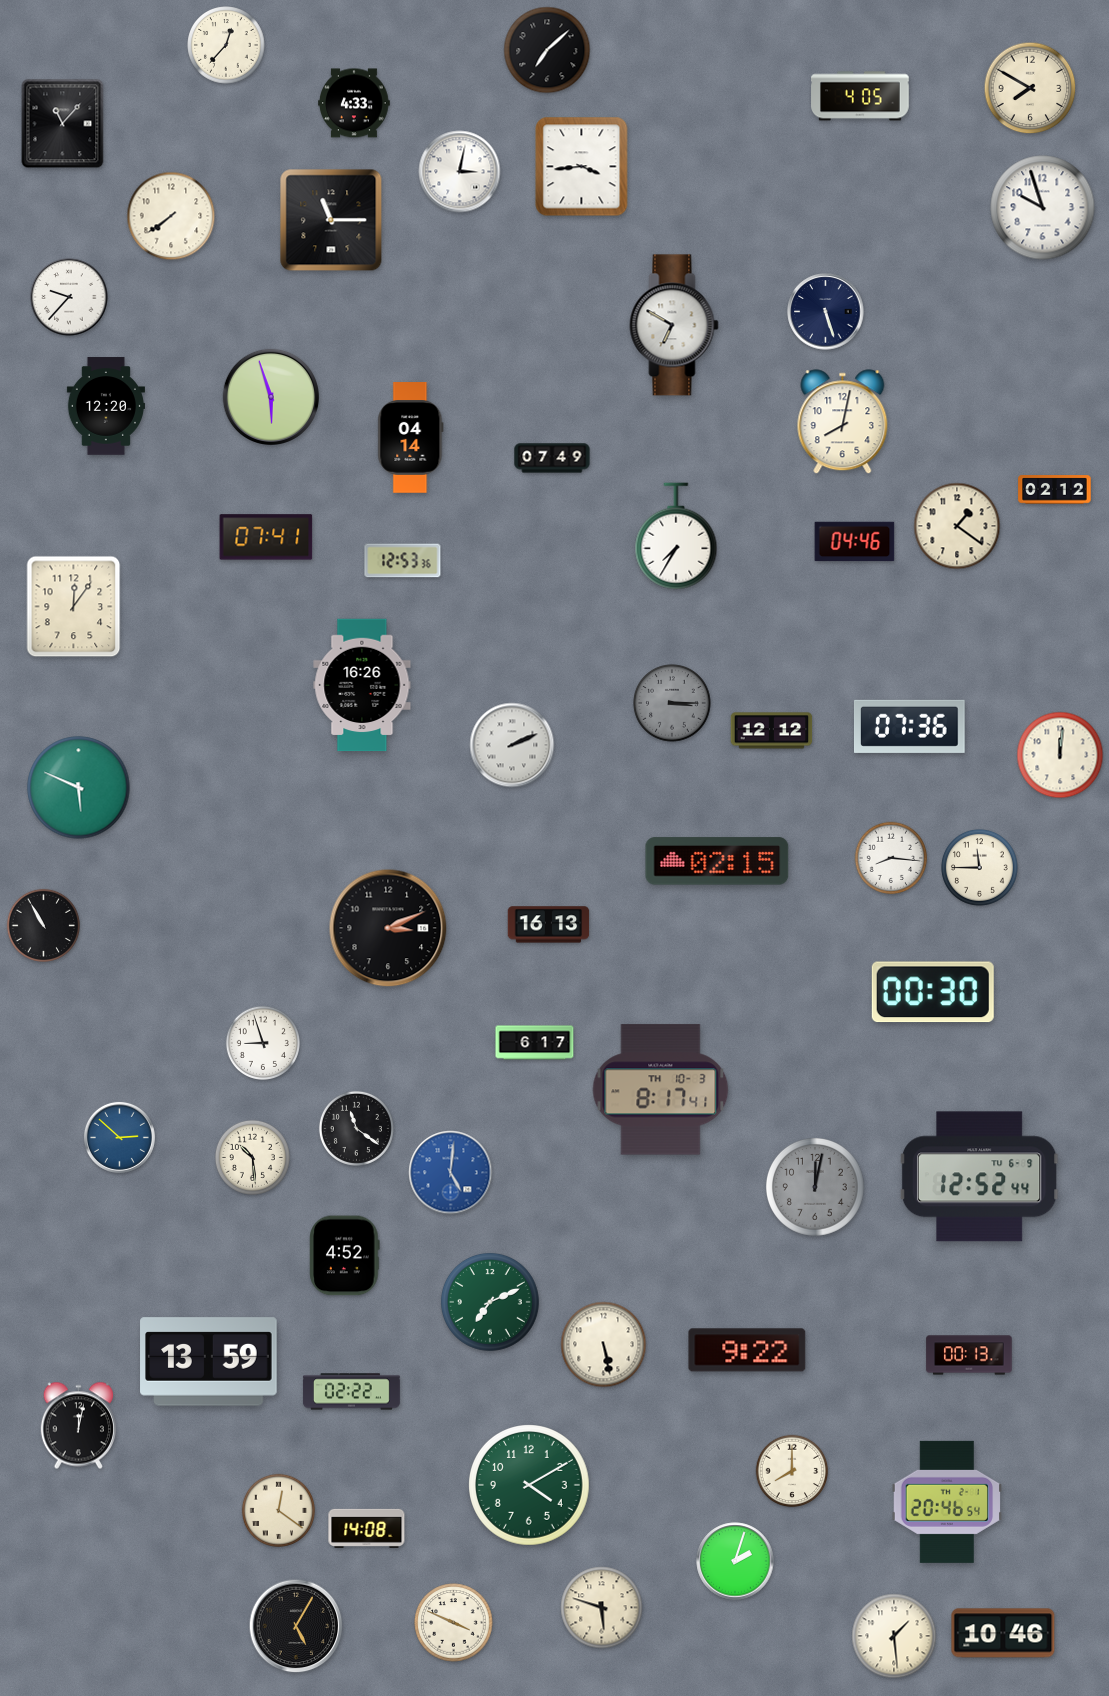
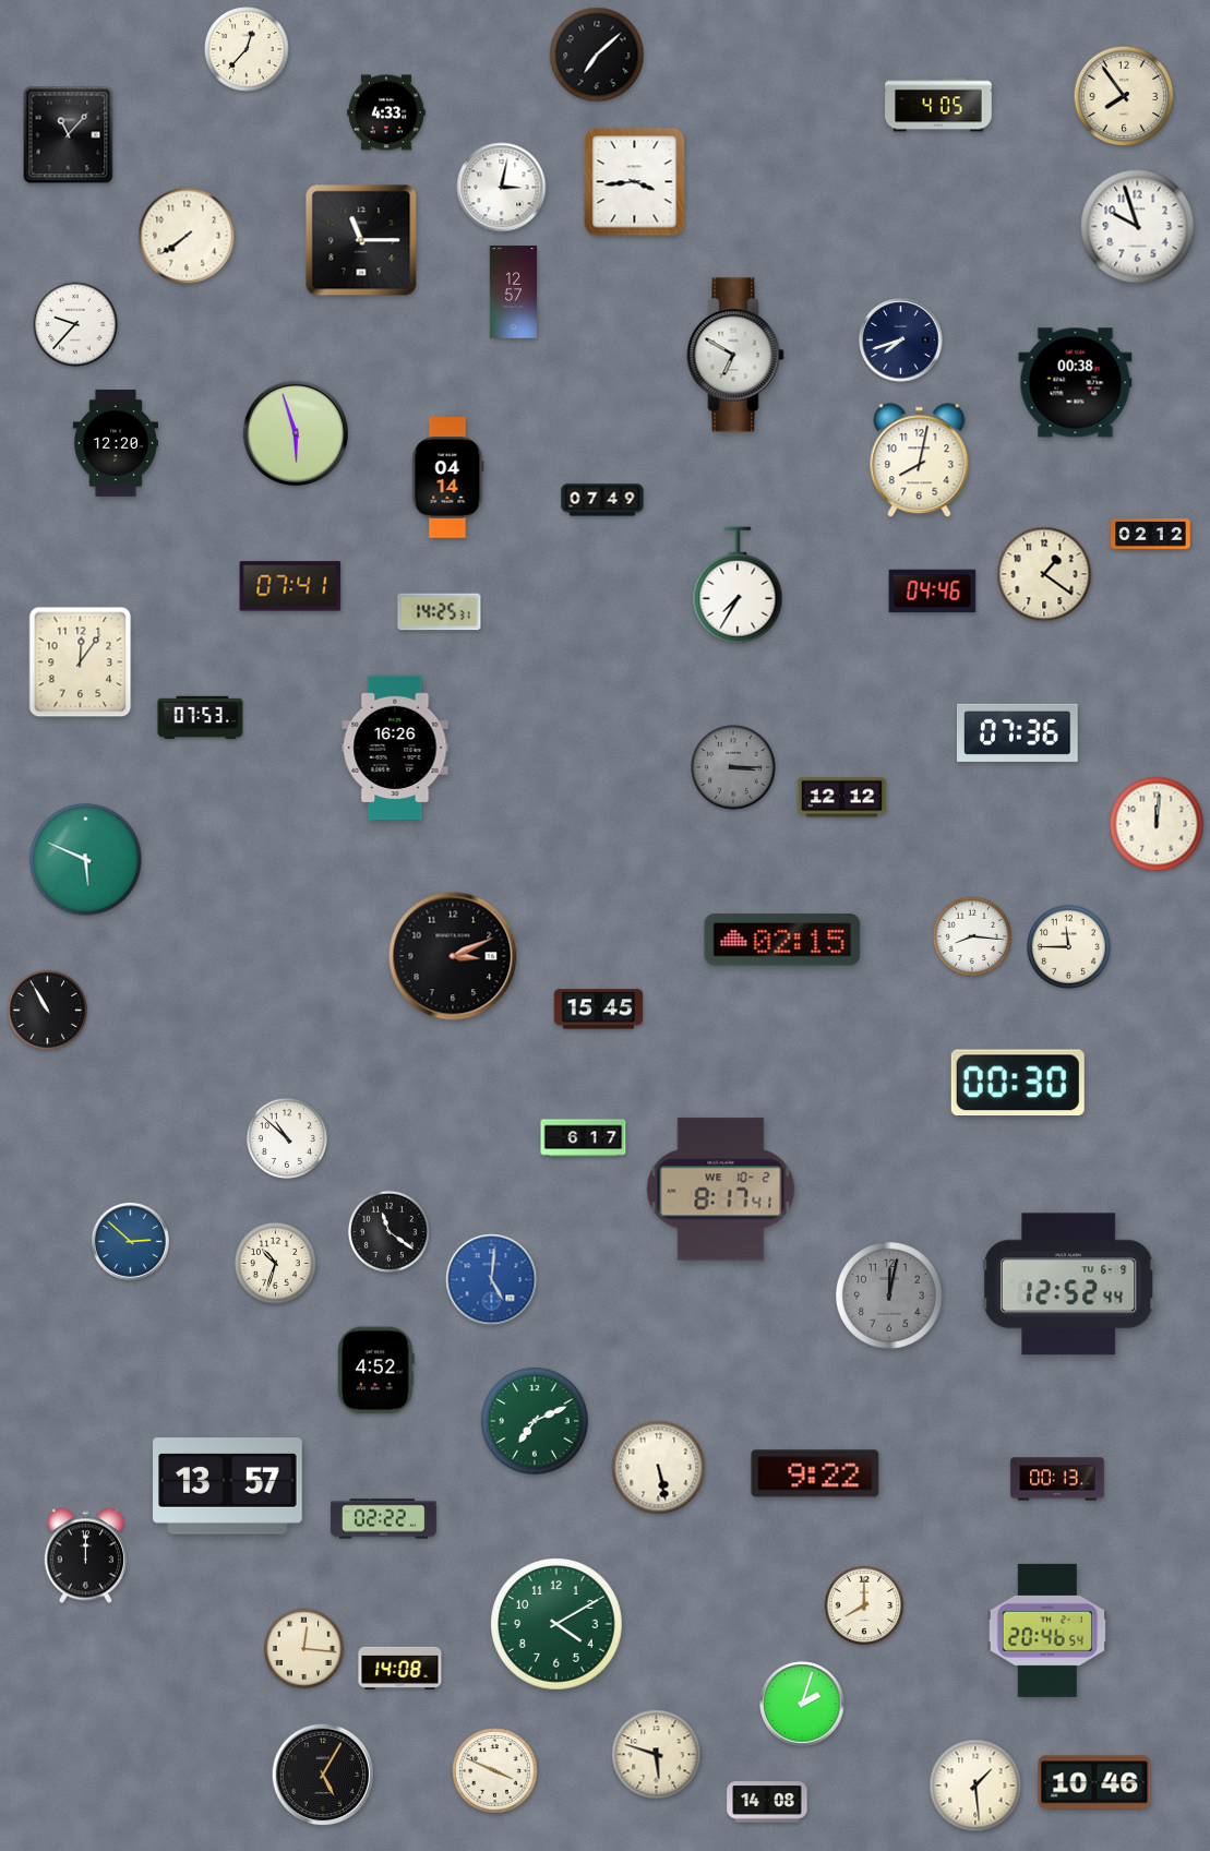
clock at (1030, 88): 7:50 -> 7:54
clock at (514, 292): none -> 12:57
clock at (826, 312): 5:27 -> 7:42
clock at (1076, 383): none -> 00:38
clock at (403, 561): 12:53 -> 14:25
clock at (201, 718): none -> 07:53
clock at (910, 726) position: (910, 726) -> (1018, 732)
clock at (512, 745): 2:11 -> none
clock at (549, 925): 16:13 -> 15:45
clock at (388, 928) position: (388, 928) -> (453, 956)
clock at (263, 1043): 8:57 -> 10:52
clock at (661, 1090) date: TH 10-3 -> WE 10-2
clock at (252, 1157): 10:29 -> 10:33
clock at (209, 1362): 13:59 -> 13:57
clock at (78, 1426): 12:02 -> 12:00
clock at (530, 1486) position: (530, 1486) -> (558, 1625)
clock at (947, 1502) position: (947, 1502) -> (1047, 1631)
clock at (279, 1511): 12:21 -> 12:16
clock at (767, 1802): none -> 14:08
